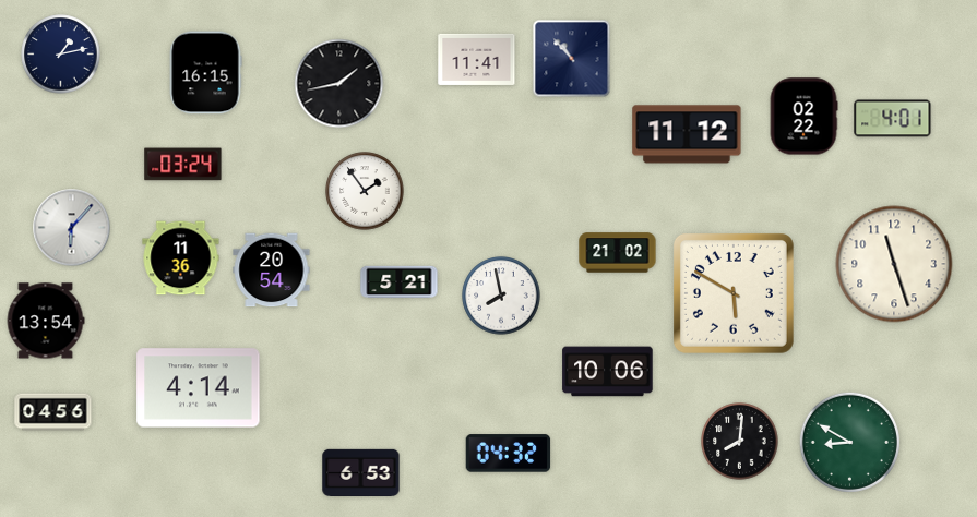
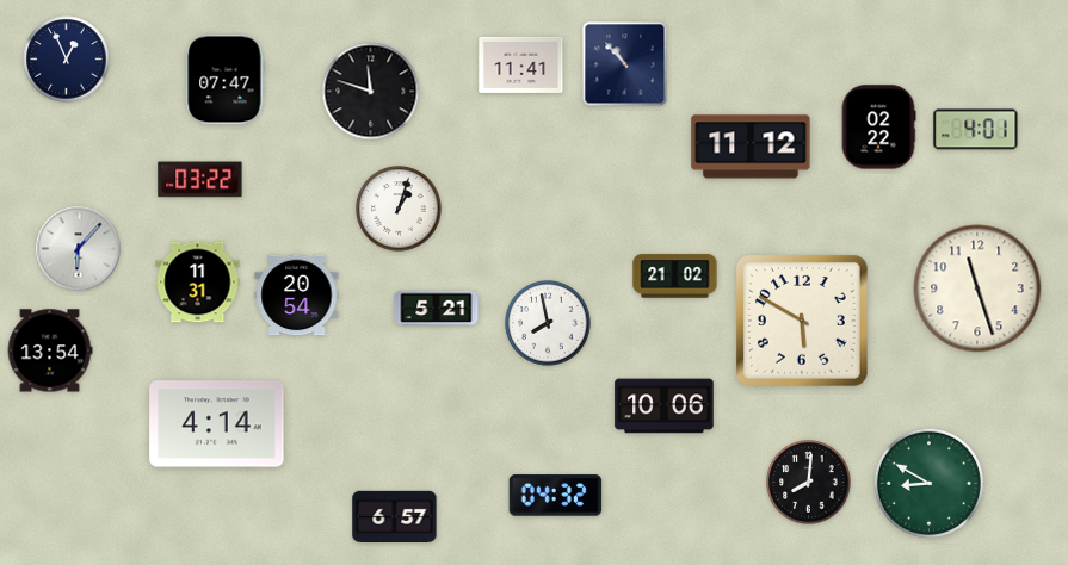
clock at (61, 55): 1:13 -> 12:56
clock at (205, 73): 16:15 -> 07:47
clock at (339, 84): 1:43 -> 11:48
clock at (183, 165): 03:24 -> 03:22
clock at (365, 191): 1:54 -> 1:03
clock at (181, 258): 11:36 -> 11:31
clock at (53, 412): 04:56 -> none
clock at (361, 472): 6:53 -> 6:57
